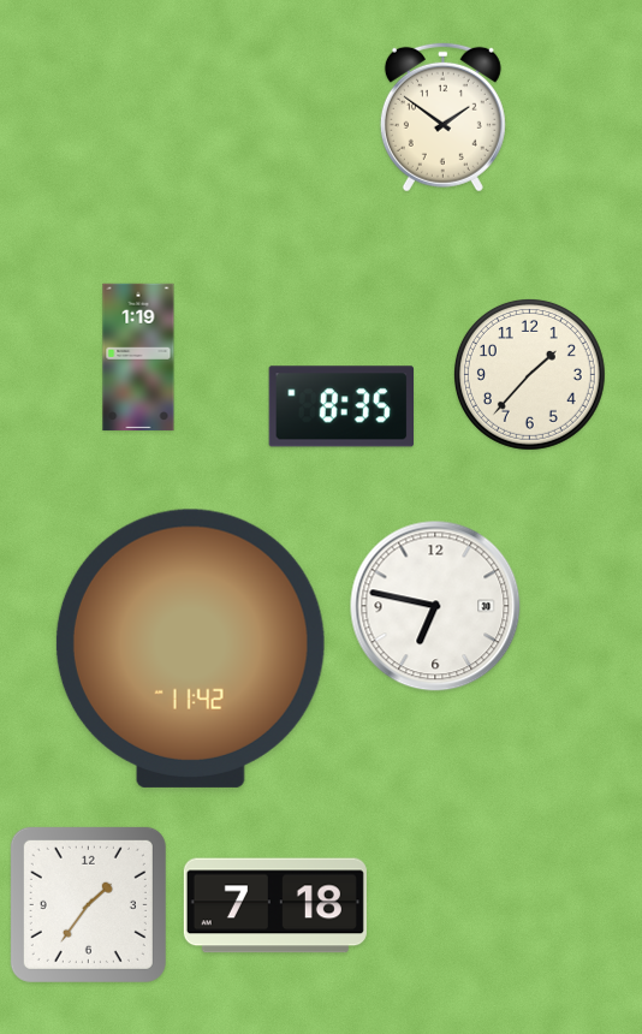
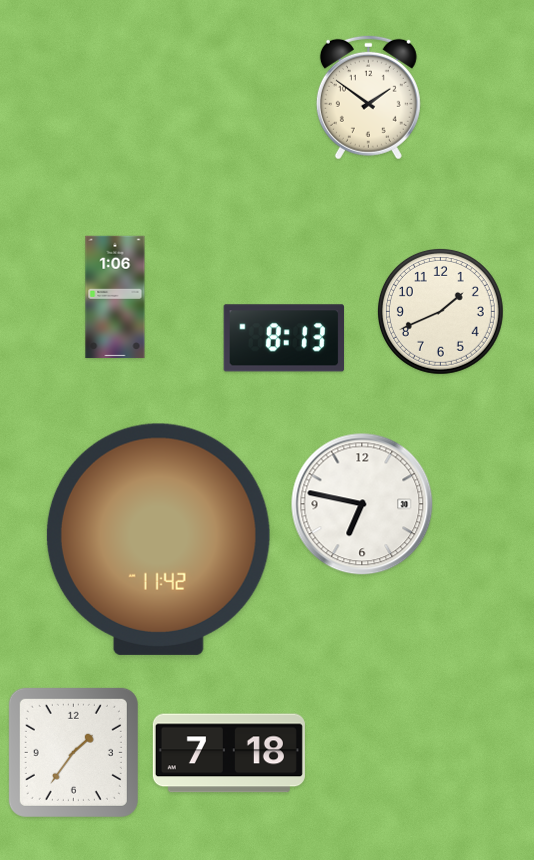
clock at (138, 357): 1:19 -> 1:06
clock at (529, 374): 1:37 -> 1:41
clock at (340, 406): 8:35 -> 8:13
